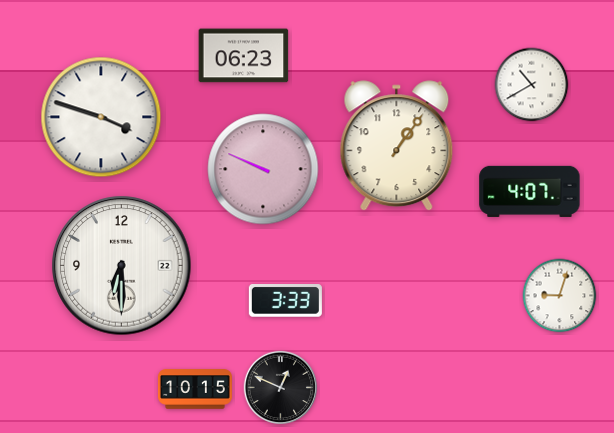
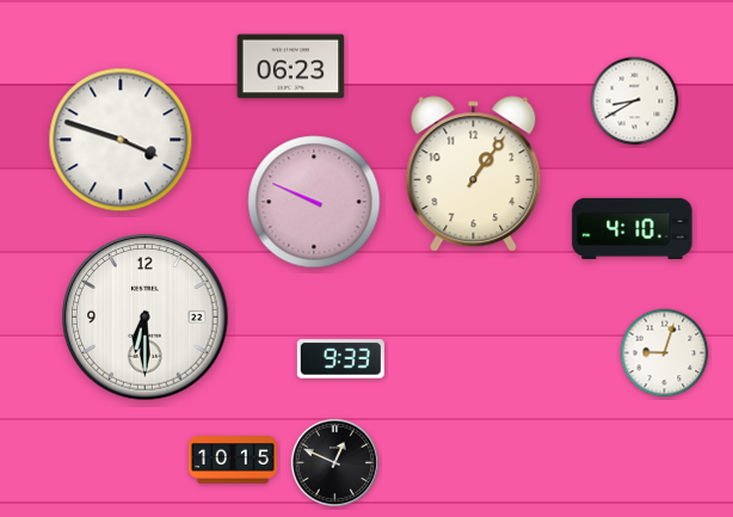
clock at (532, 85): 10:40 -> 8:40
clock at (530, 191): 4:07 -> 4:10
clock at (560, 296) position: (560, 296) -> (665, 353)
clock at (285, 301): 3:33 -> 9:33
clock at (195, 389) position: (195, 389) -> (233, 460)
